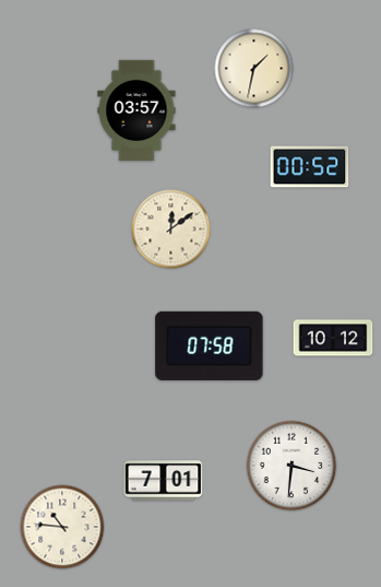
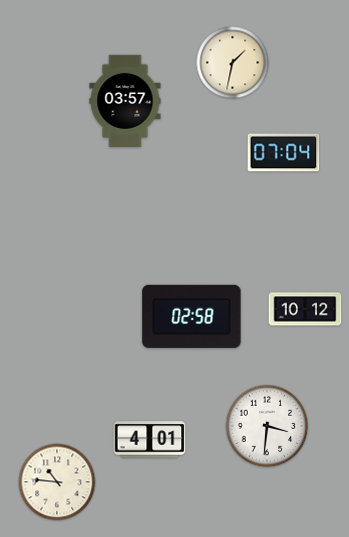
clock at (310, 167): 00:52 -> 07:04
clock at (171, 230): 12:09 -> none
clock at (210, 345): 07:58 -> 02:58
clock at (164, 481): 7:01 -> 4:01
